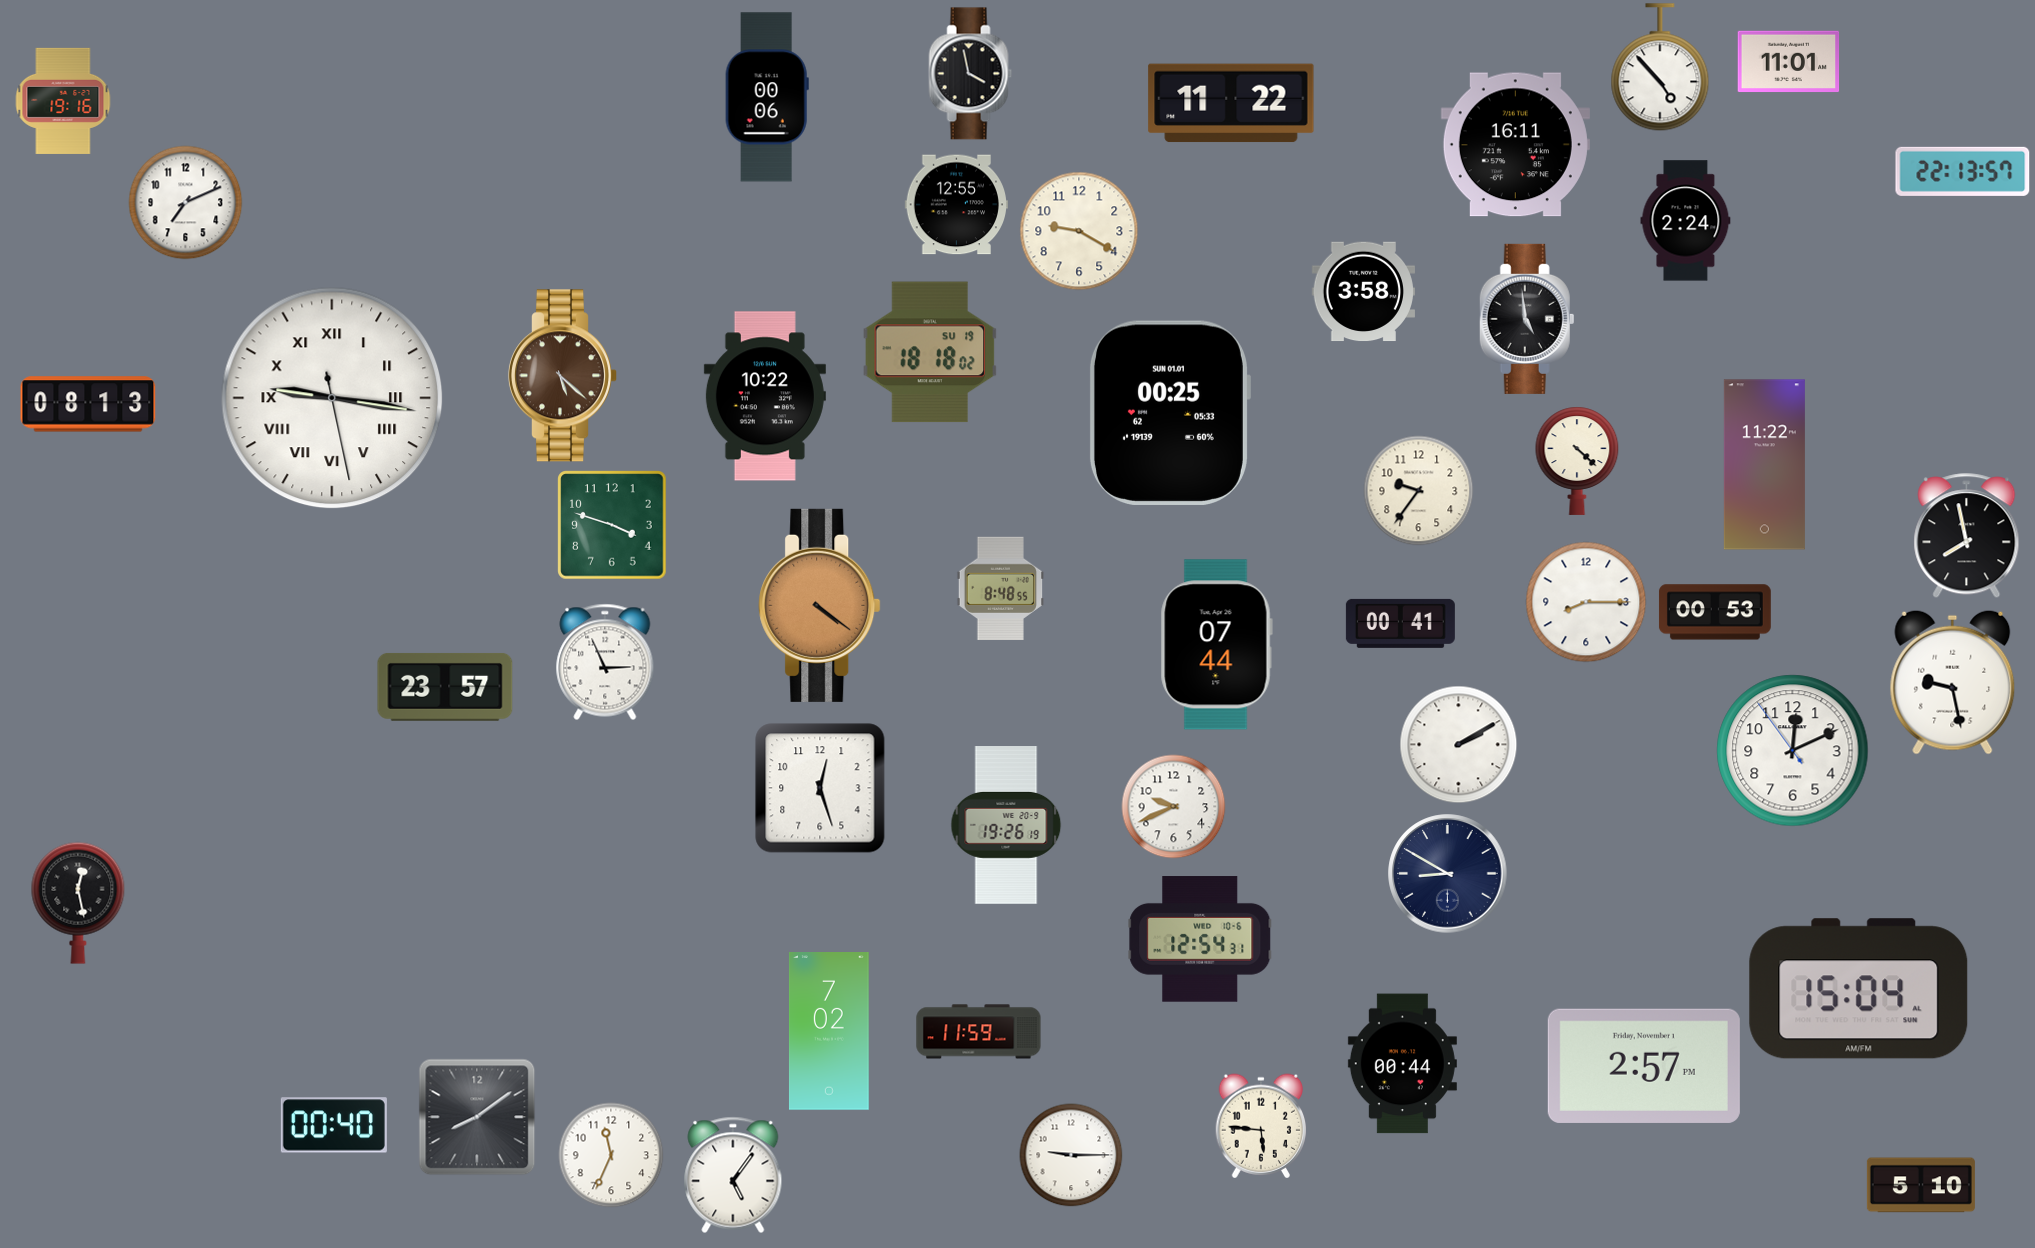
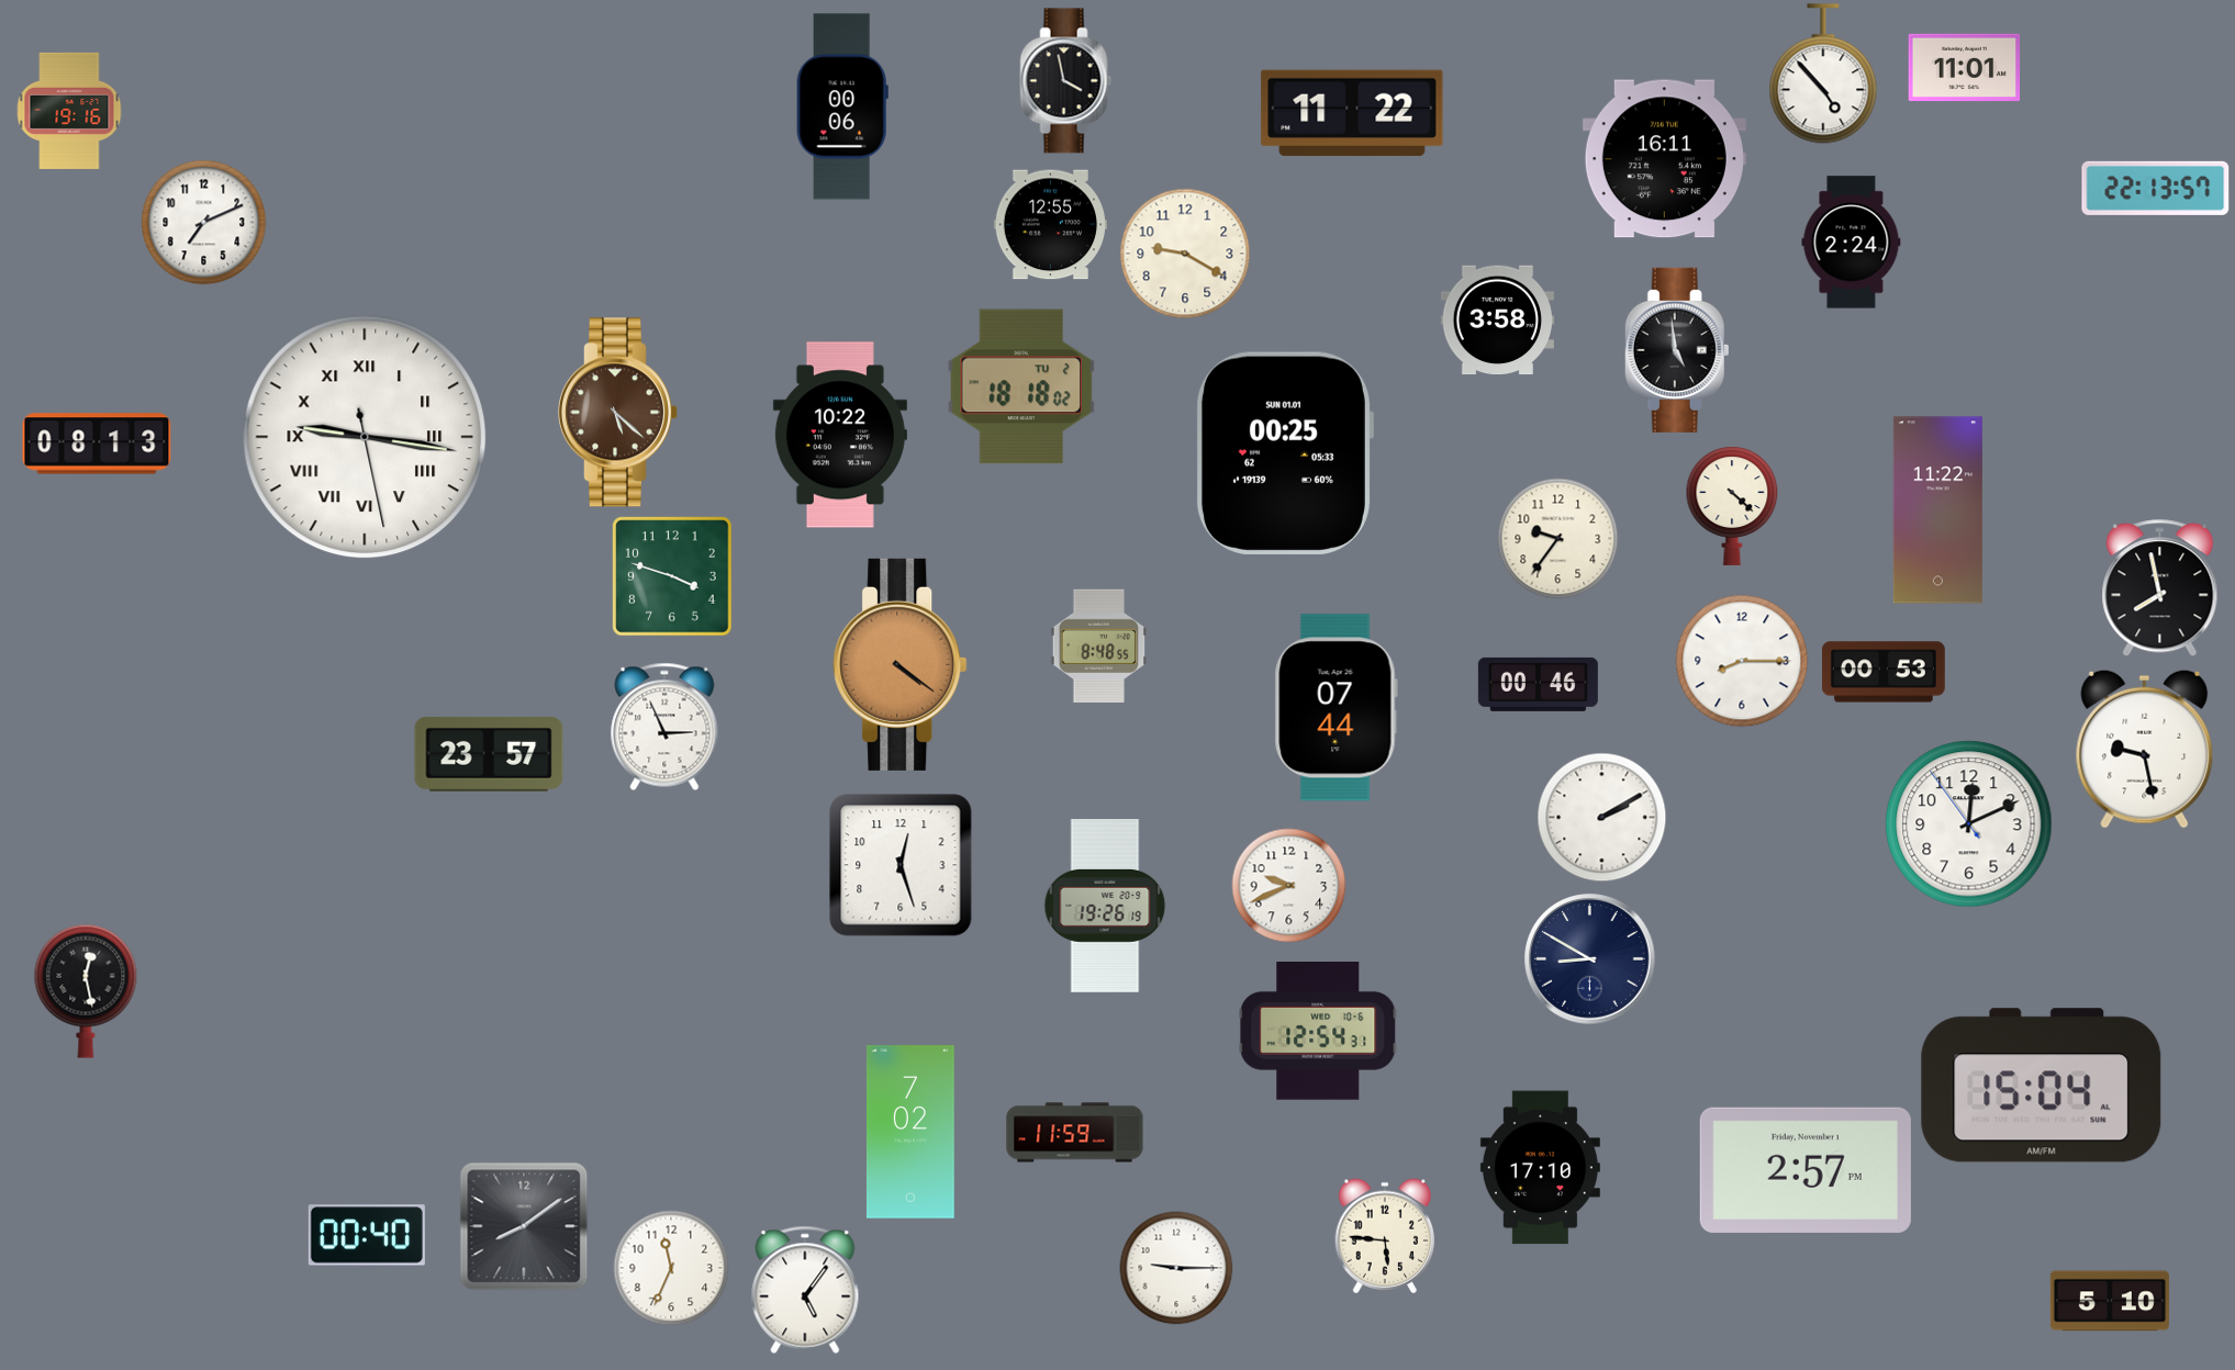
clock at (930, 352) date: SU 19 -> TU 2
clock at (1400, 623): 00:41 -> 00:46
clock at (1402, 1064): 00:44 -> 17:10
